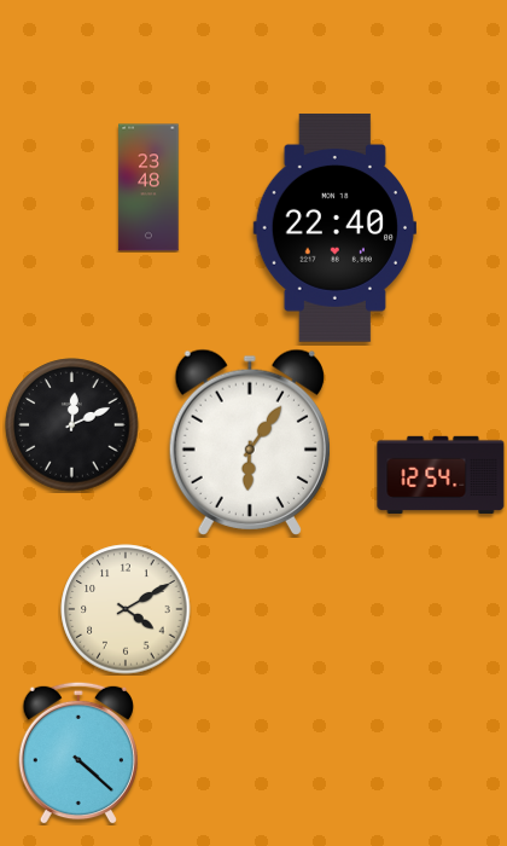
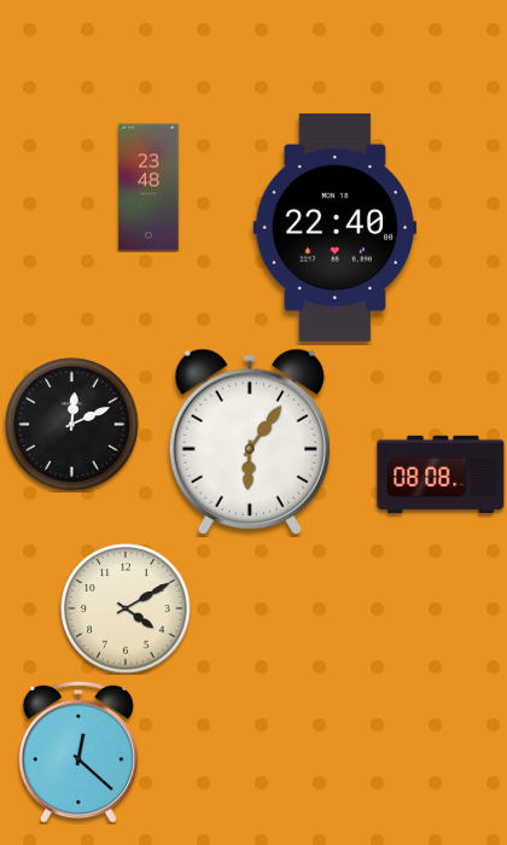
clock at (441, 475): 12:54 -> 08:08
clock at (77, 753): 4:22 -> 12:22
